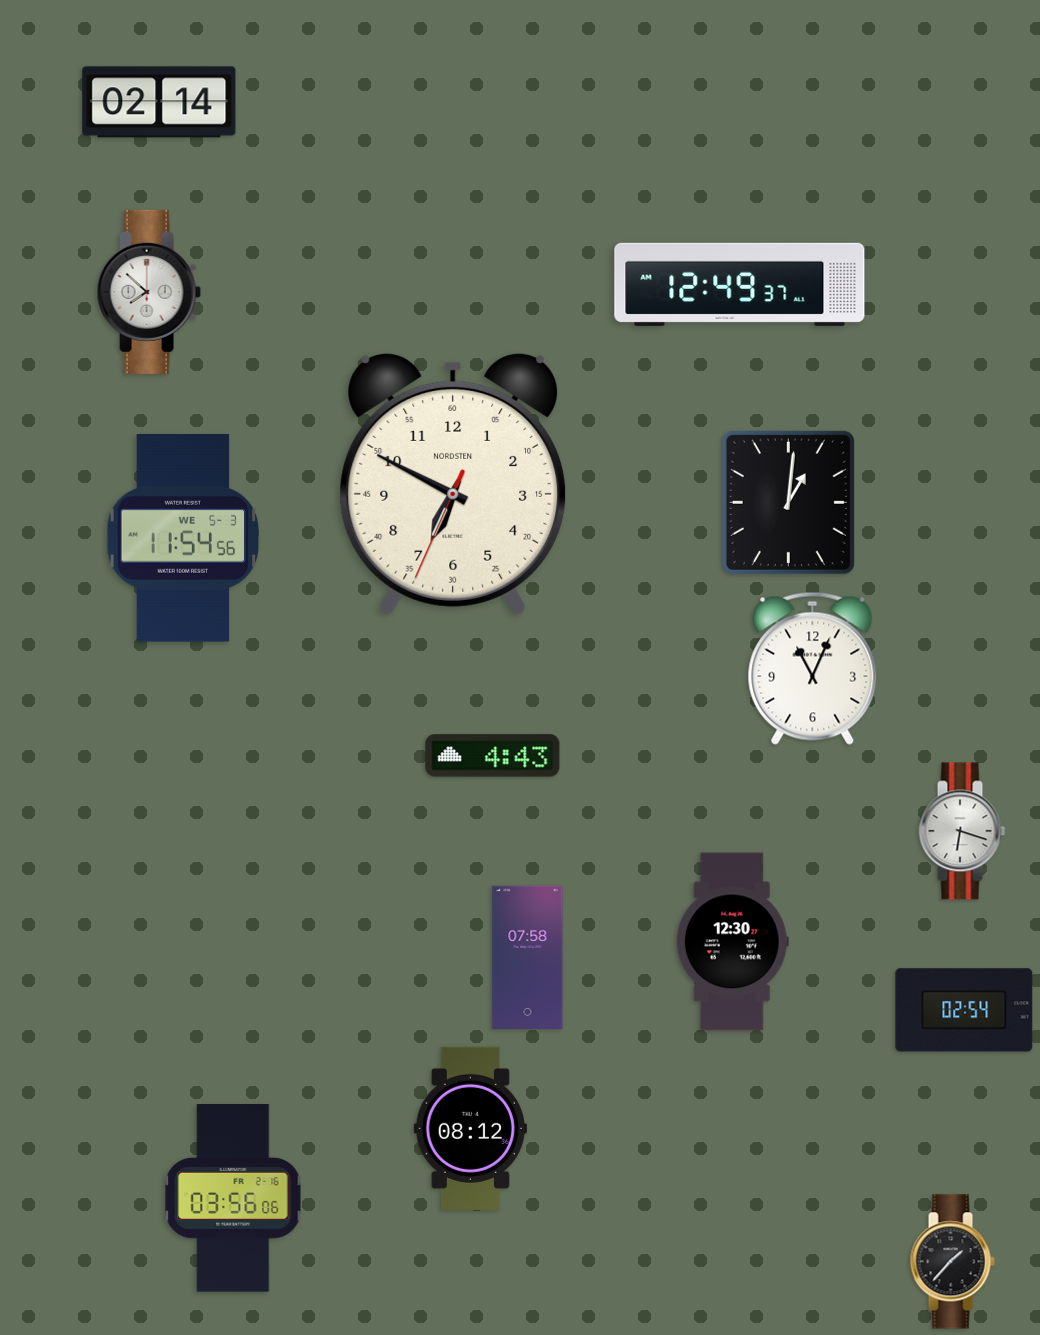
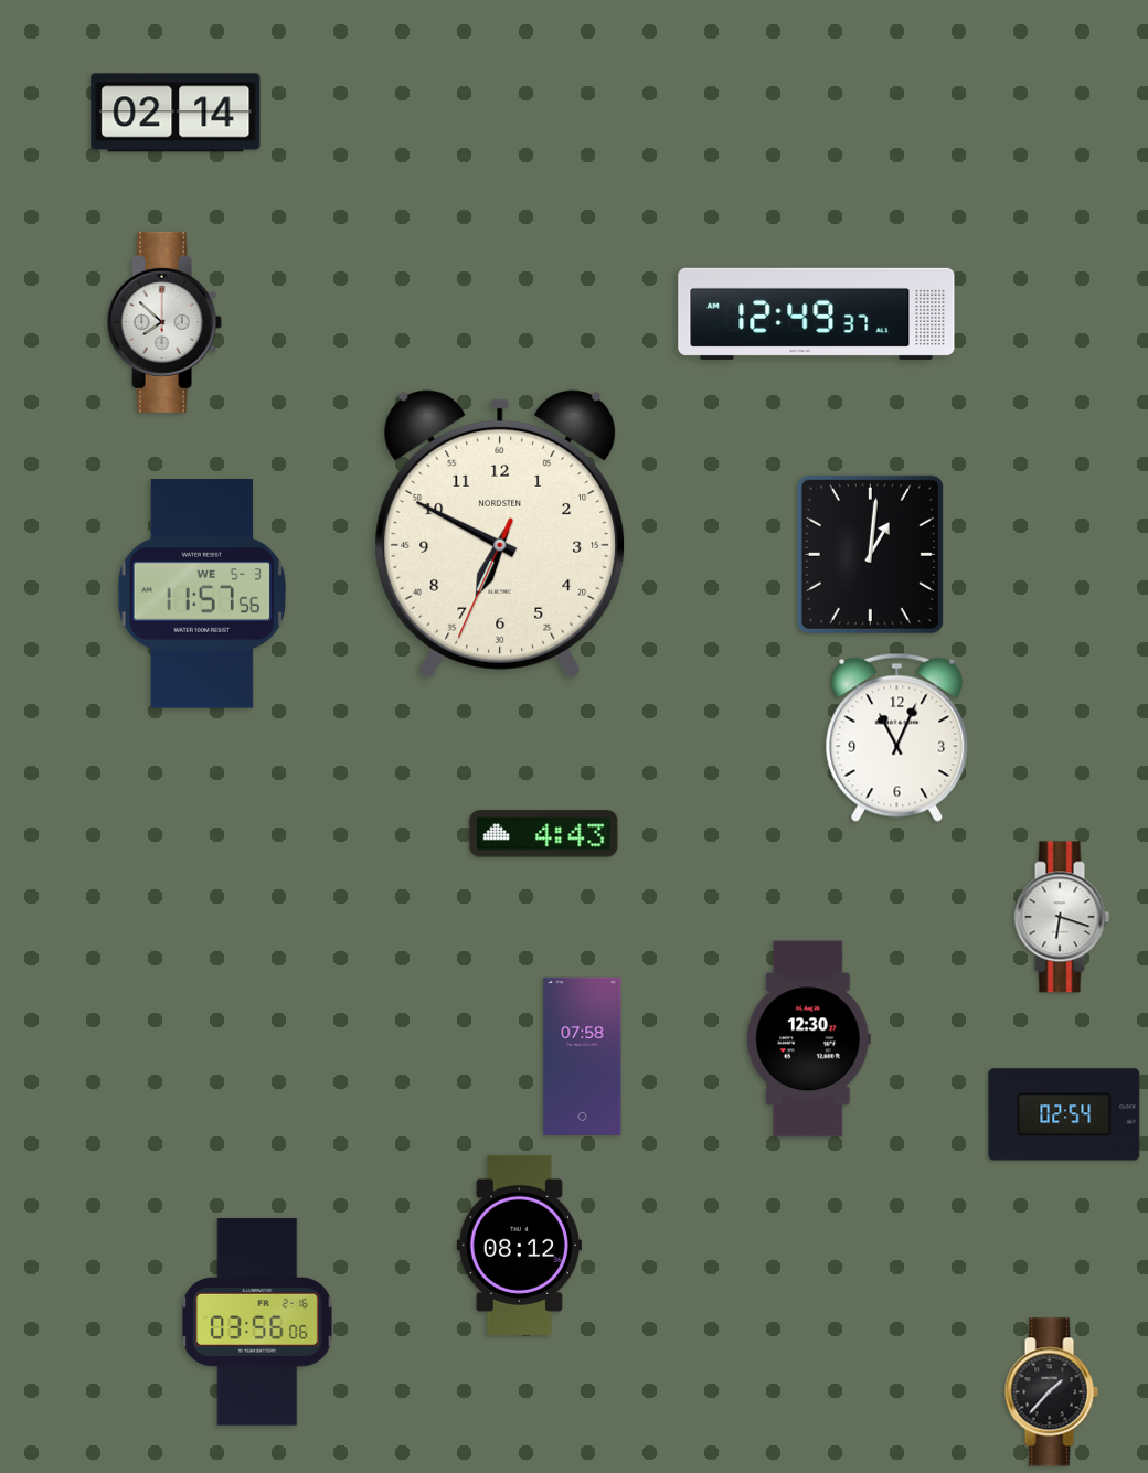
clock at (183, 538): 11:54 -> 11:57
